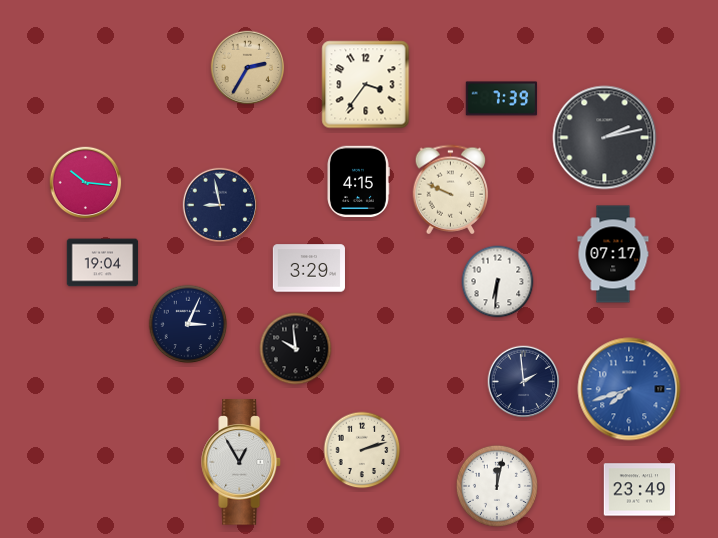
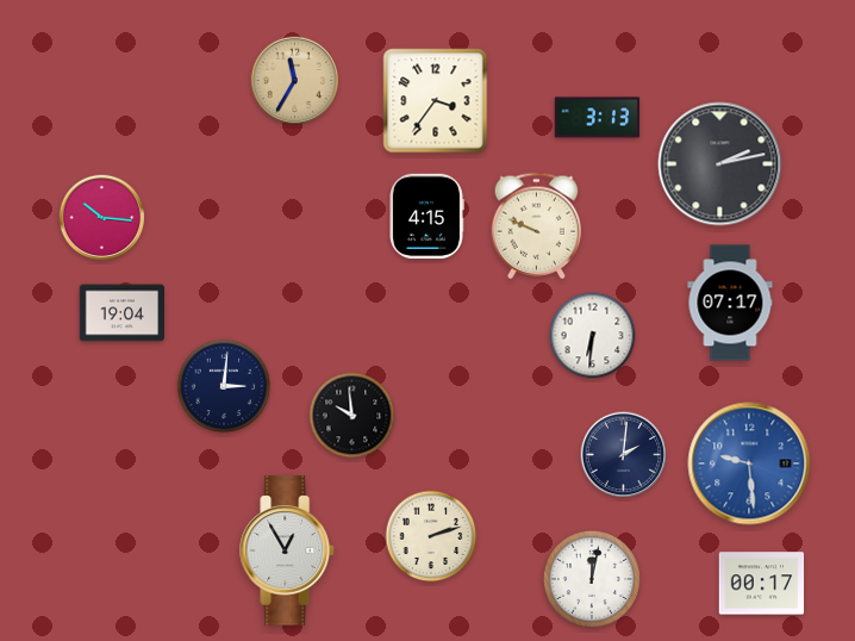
clock at (248, 68): 2:35 -> 11:35
clock at (502, 99): 7:39 -> 3:13
clock at (219, 204): 8:58 -> none
clock at (308, 268): 3:29 -> none
clock at (188, 324): 3:04 -> 3:01
clock at (524, 382): 1:59 -> 2:01
clock at (629, 389): 7:42 -> 9:29
clock at (640, 490): 23:49 -> 00:17
